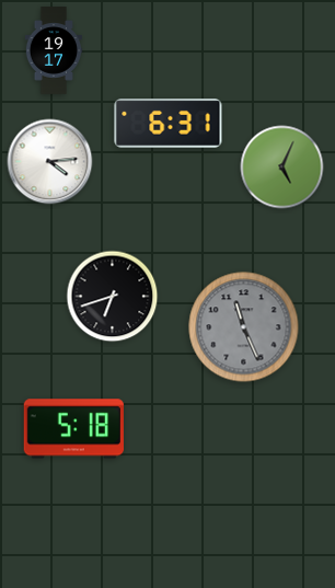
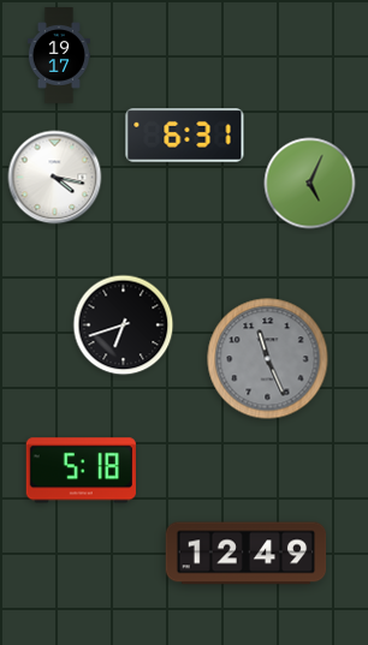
clock at (50, 162): 4:14 -> 4:17
clock at (247, 554): none -> 12:49
